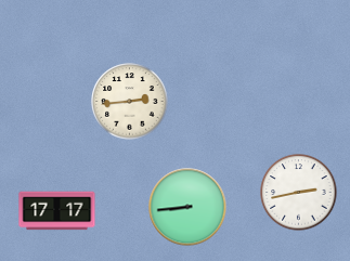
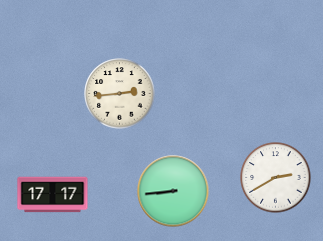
clock at (299, 193): 2:43 -> 2:40
